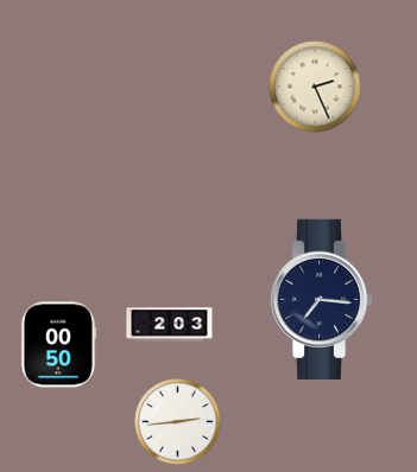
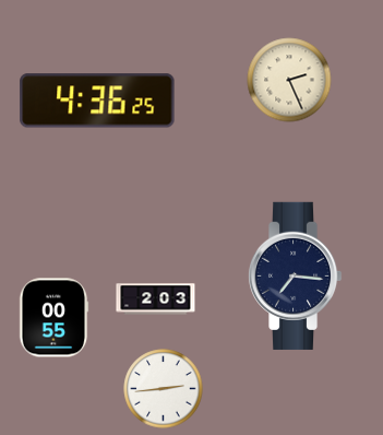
clock at (97, 101): none -> 4:36
clock at (58, 345): 00:50 -> 00:55
